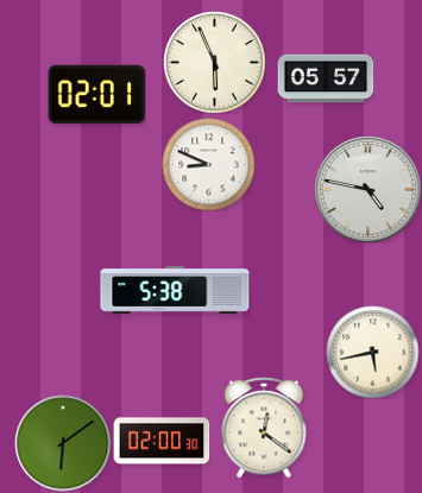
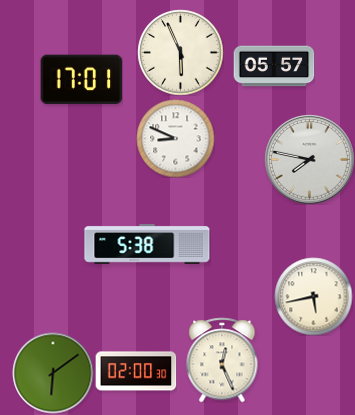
clock at (96, 95): 02:01 -> 17:01
clock at (369, 190): 4:47 -> 7:47
clock at (264, 428): 12:21 -> 12:26
